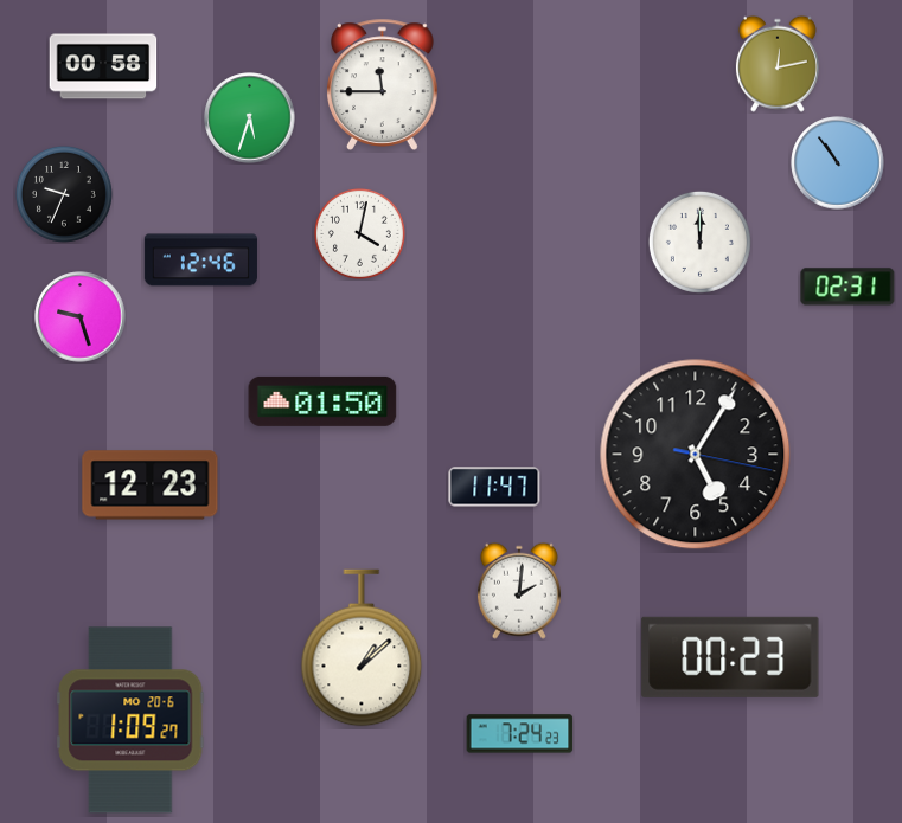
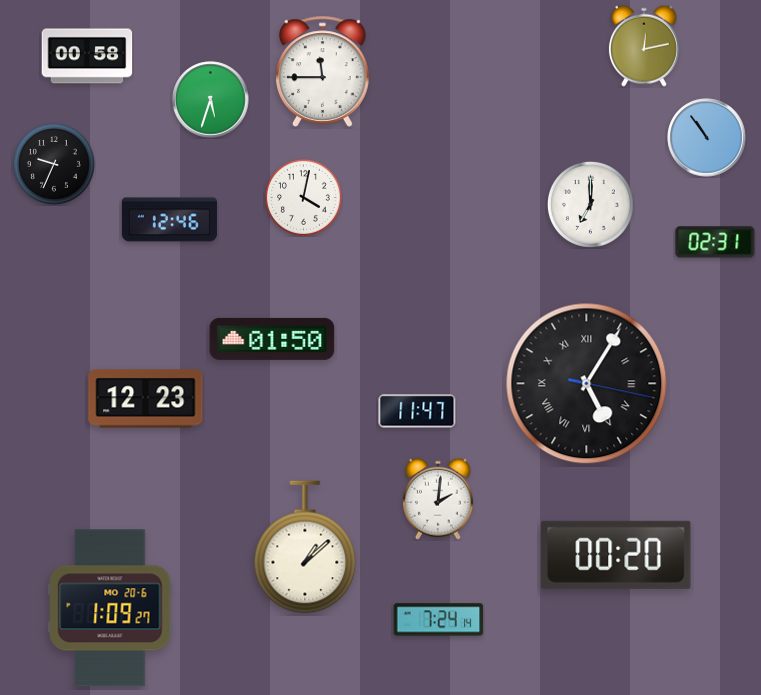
clock at (778, 64) position: (778, 64) -> (644, 46)
clock at (699, 242): 12:00 -> 7:00
clock at (81, 317): 9:27 -> none
clock at (696, 455) numerals: Arabic -> Roman
clock at (151, 486) position: (151, 486) -> (146, 399)
clock at (730, 657): 00:23 -> 00:20
clock at (520, 734): 7:24:23 -> 7:24:14
